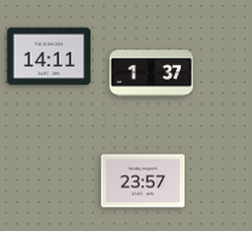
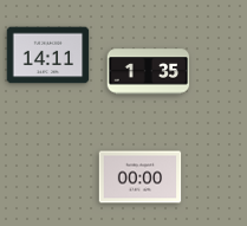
clock at (152, 74): 1:37 -> 1:35
clock at (143, 181): 23:57 -> 00:00
